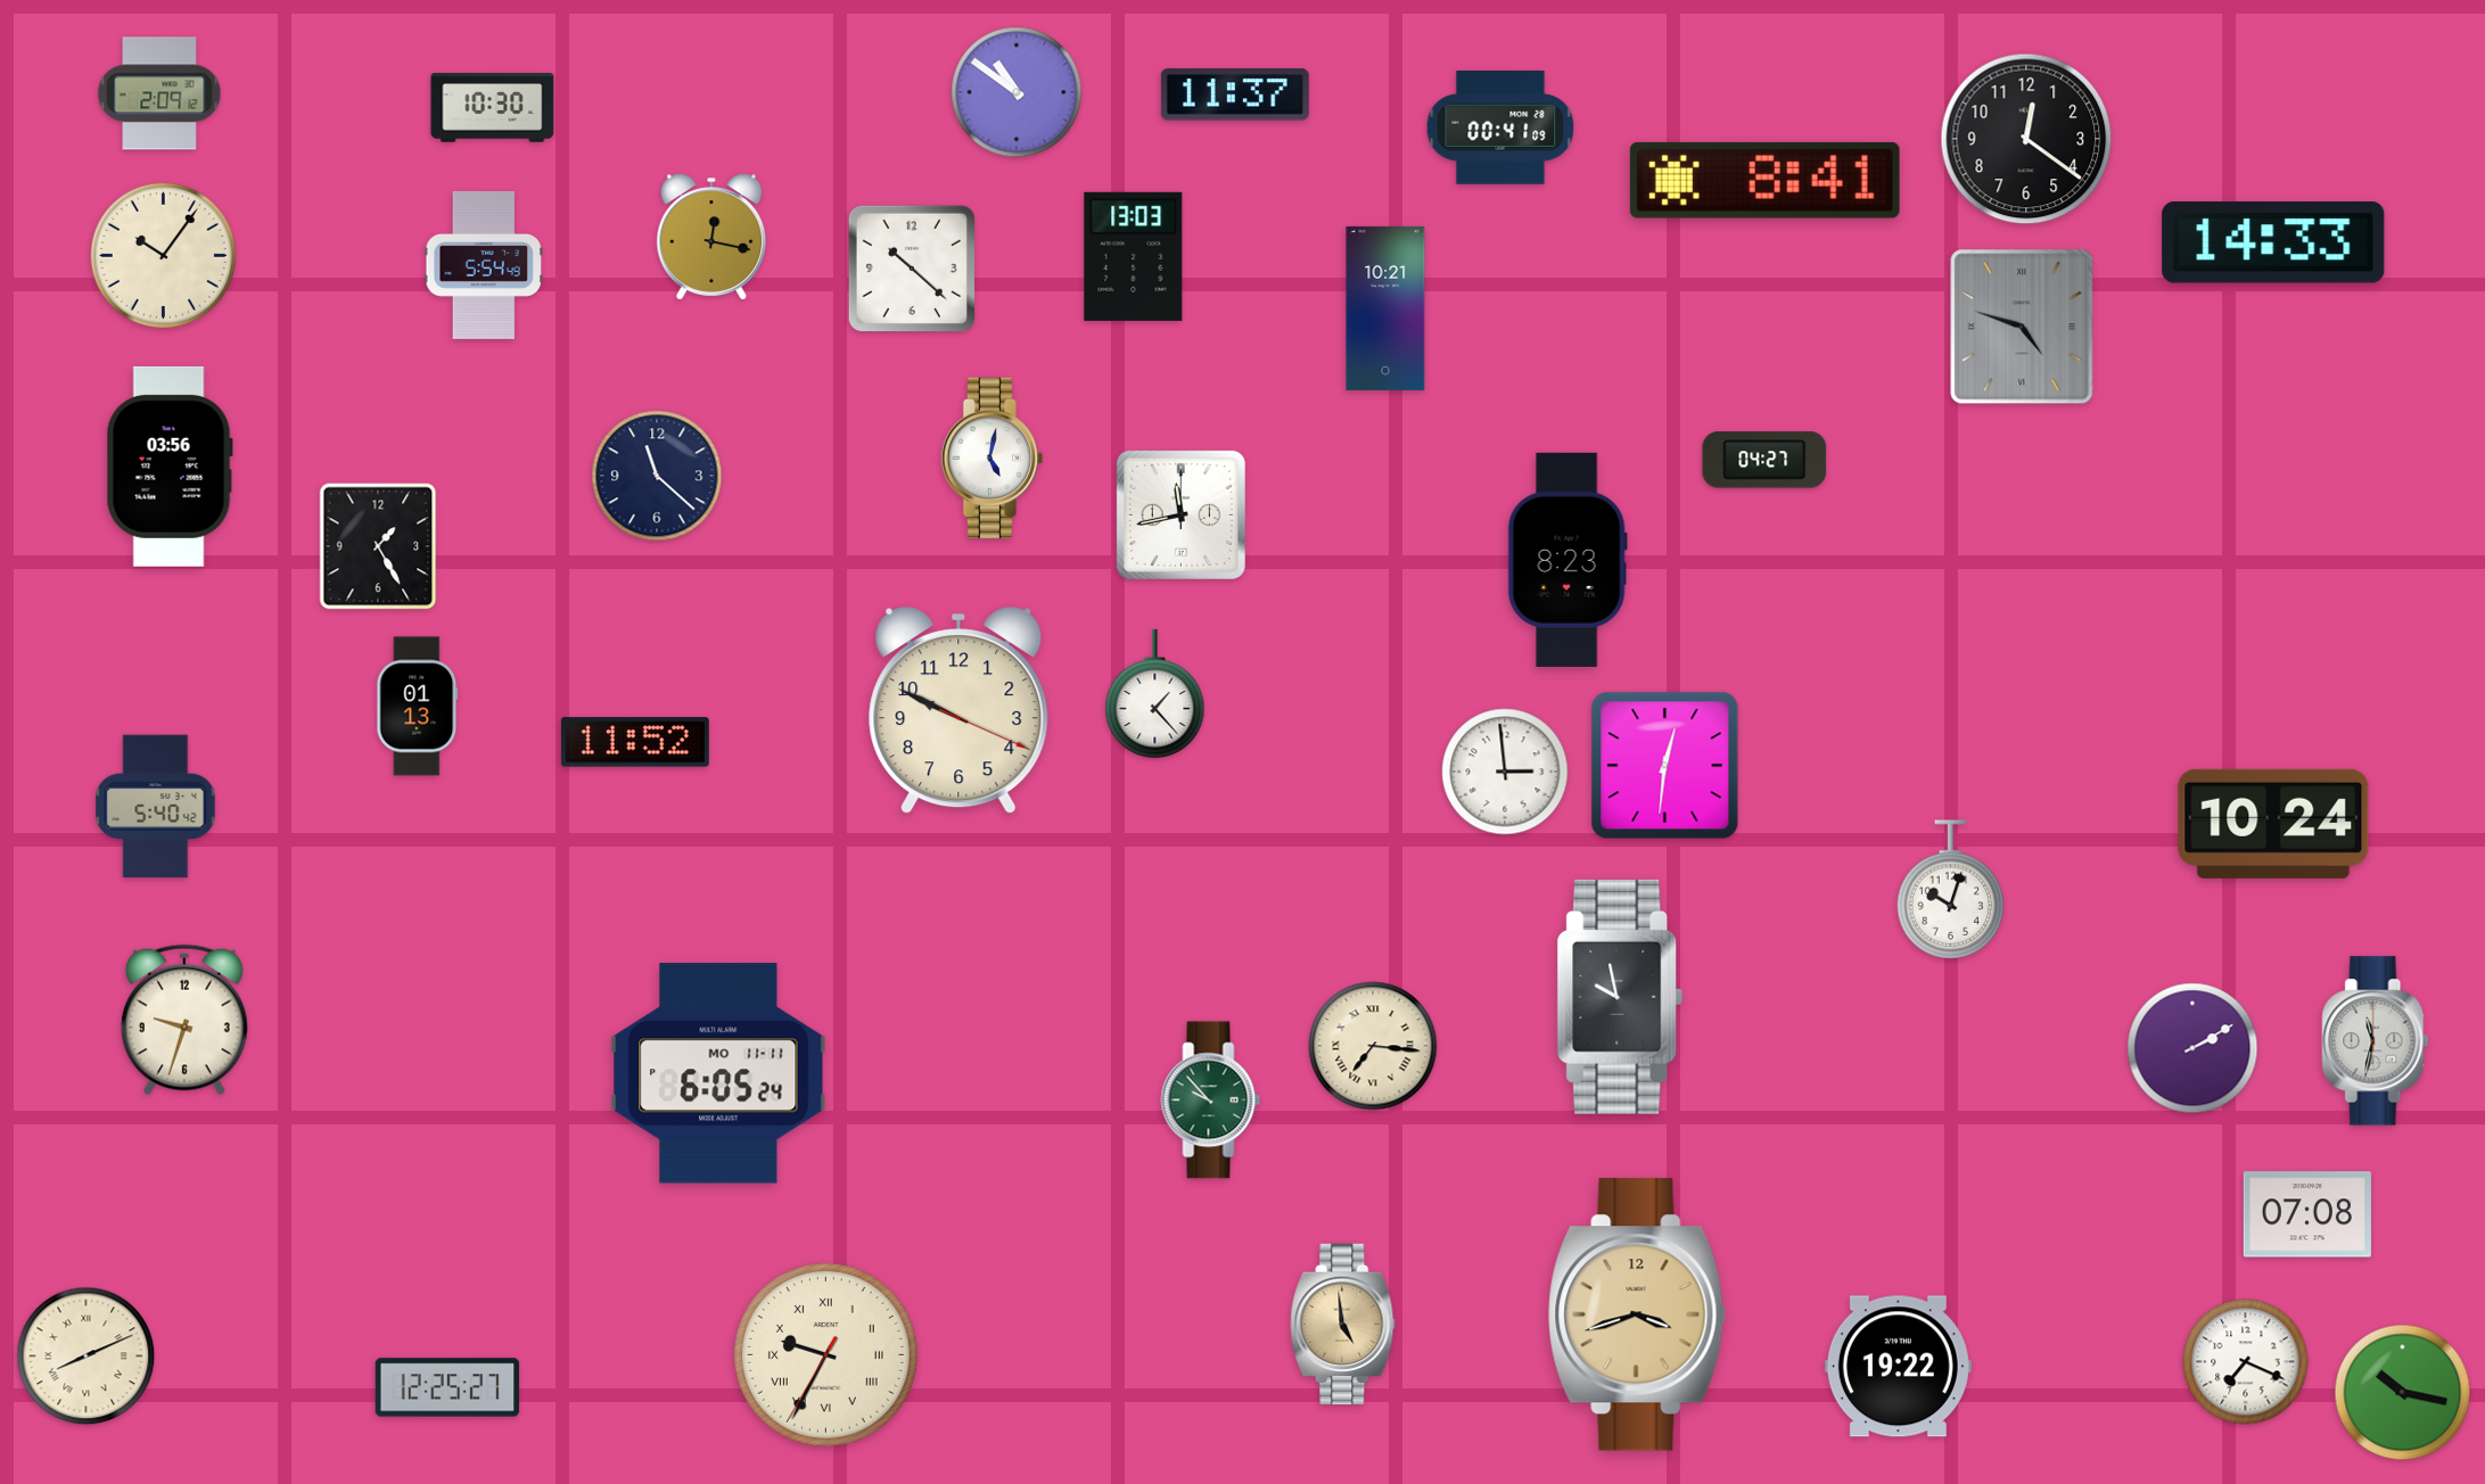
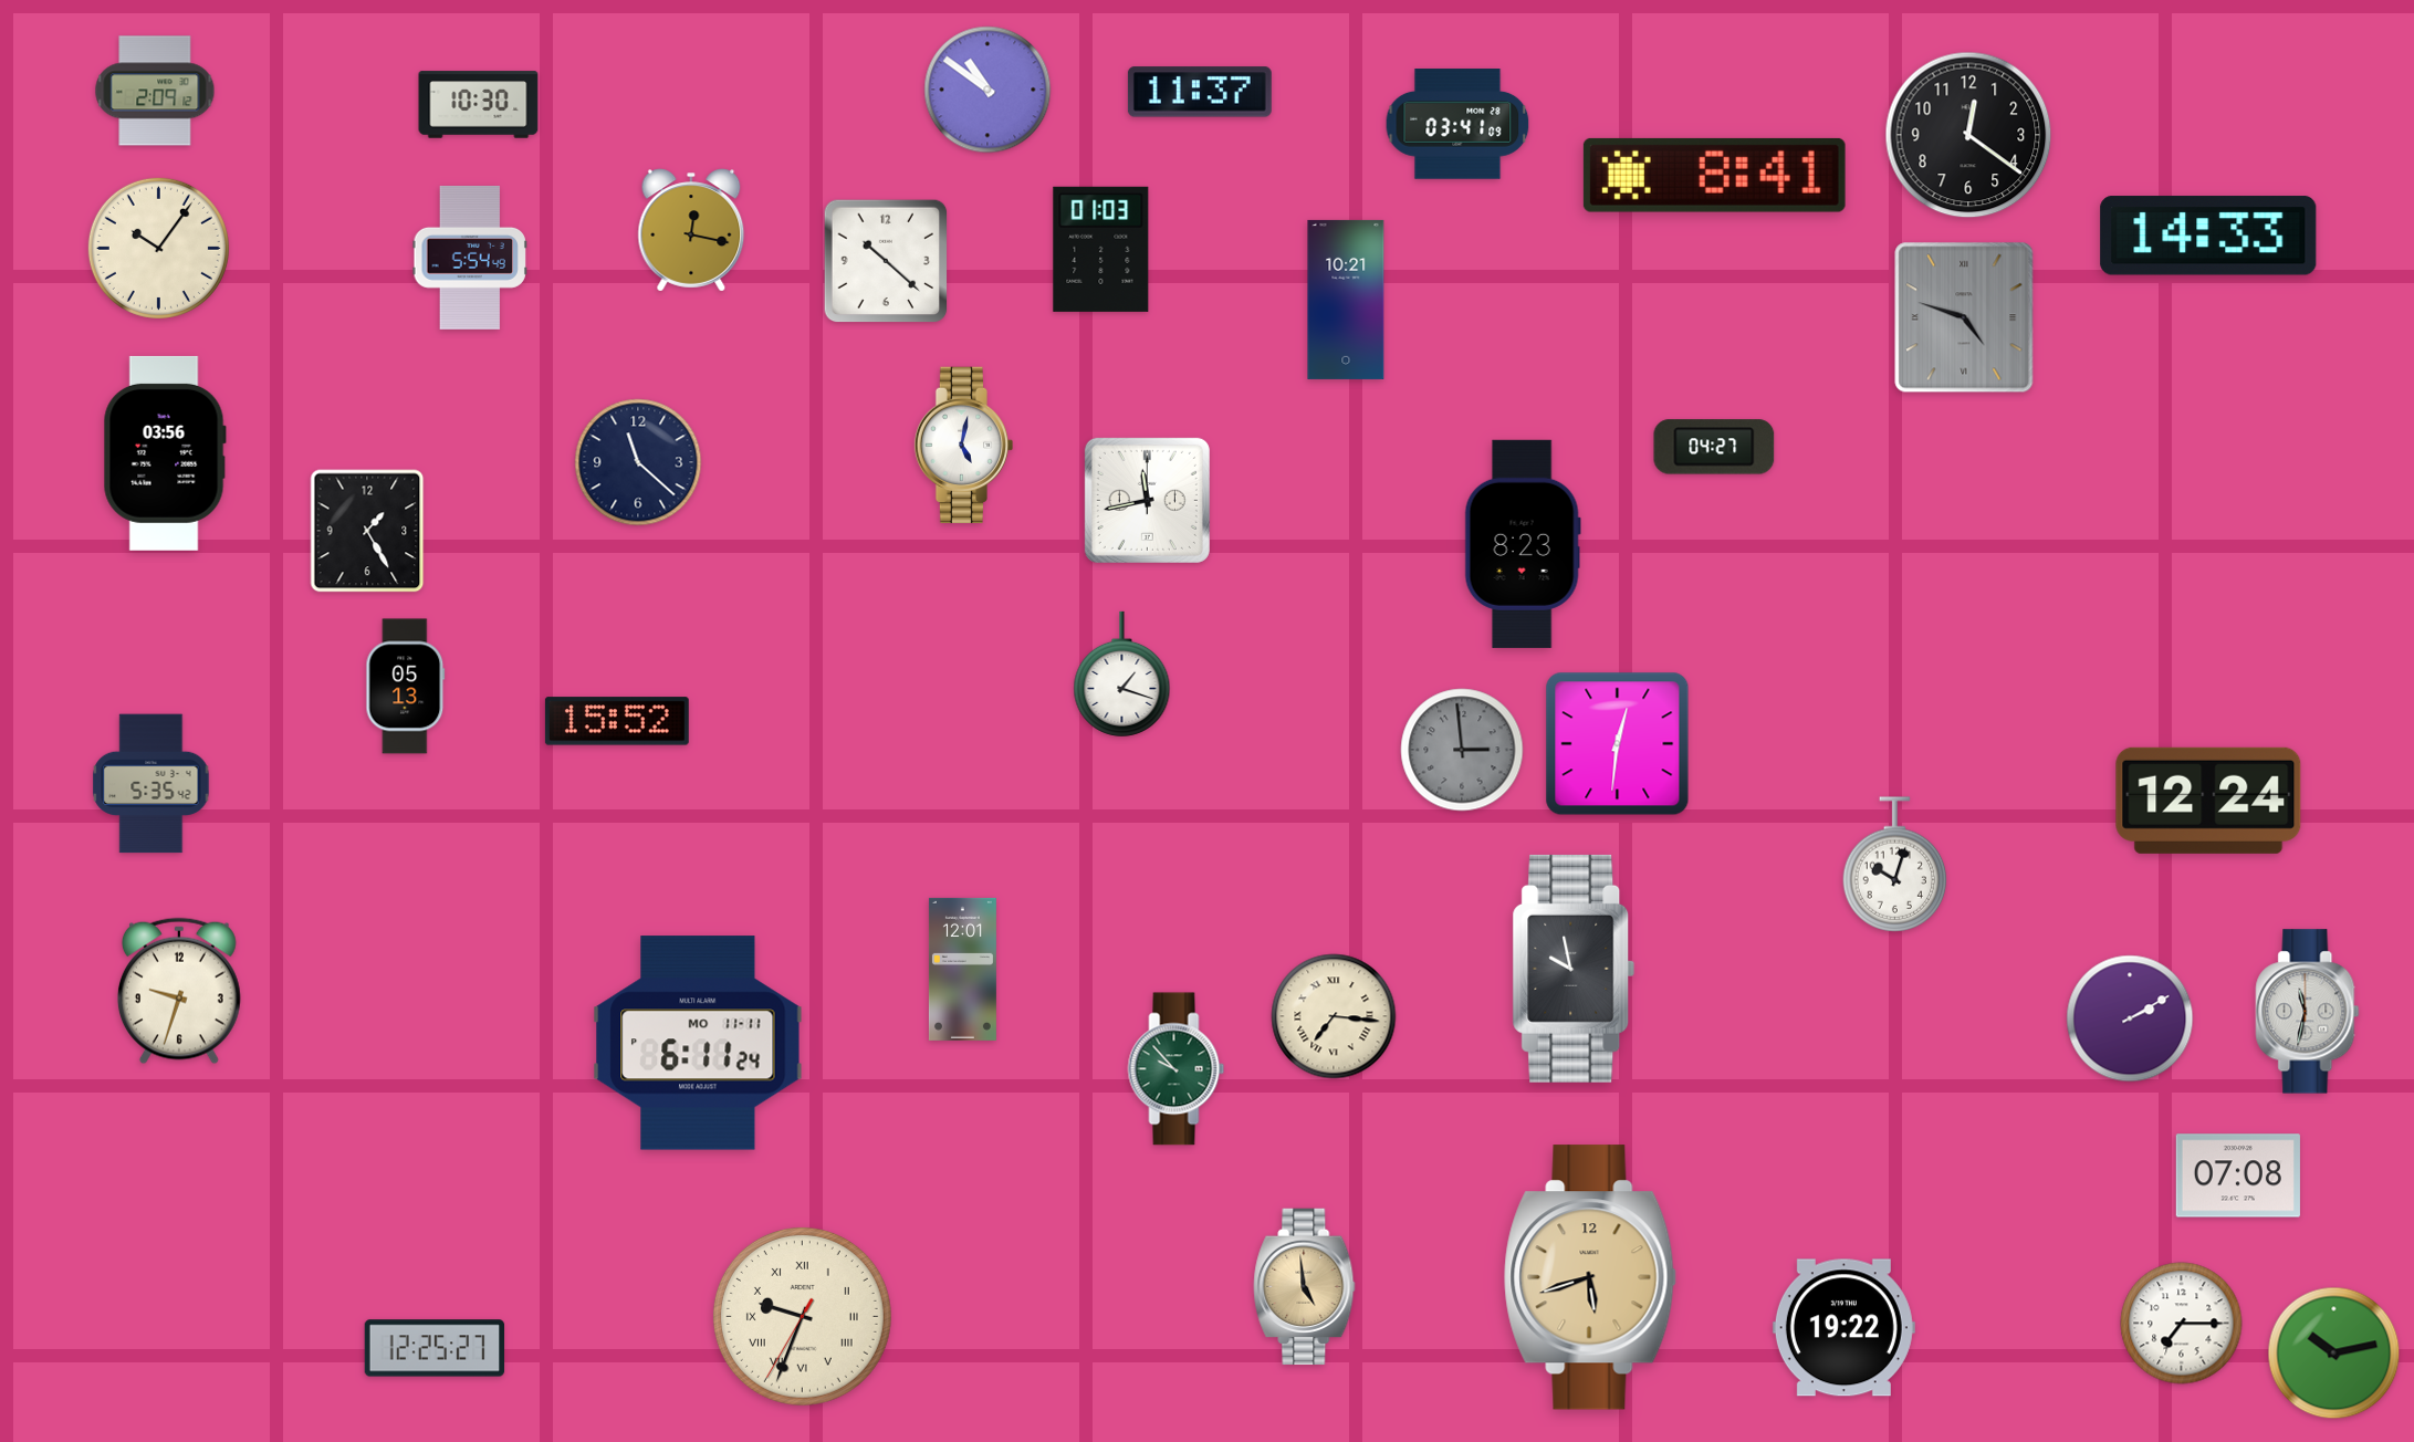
clock at (1500, 127): 00:41 -> 03:41
clock at (1134, 256): 13:03 -> 01:03
clock at (1155, 693): 1:23 -> 1:18
clock at (418, 707): 01:13 -> 05:13
clock at (958, 711): 9:49 -> none
clock at (635, 742): 11:52 -> 15:52
clock at (1505, 772) dial: white -> grey
clock at (156, 807): 5:40 -> 5:35
clock at (2273, 824): 10:24 -> 12:24
clock at (962, 969): none -> 12:01
clock at (718, 1073): 6:05 -> 6:11
clock at (2307, 1214) position: (2307, 1214) -> (2238, 1175)
clock at (1637, 1314): 3:42 -> 5:42
clock at (825, 1354): 9:34 -> 9:33
clock at (87, 1357): 8:11 -> none
clock at (2246, 1362): 7:19 -> 7:15
clock at (2403, 1393): 10:17 -> 10:13
